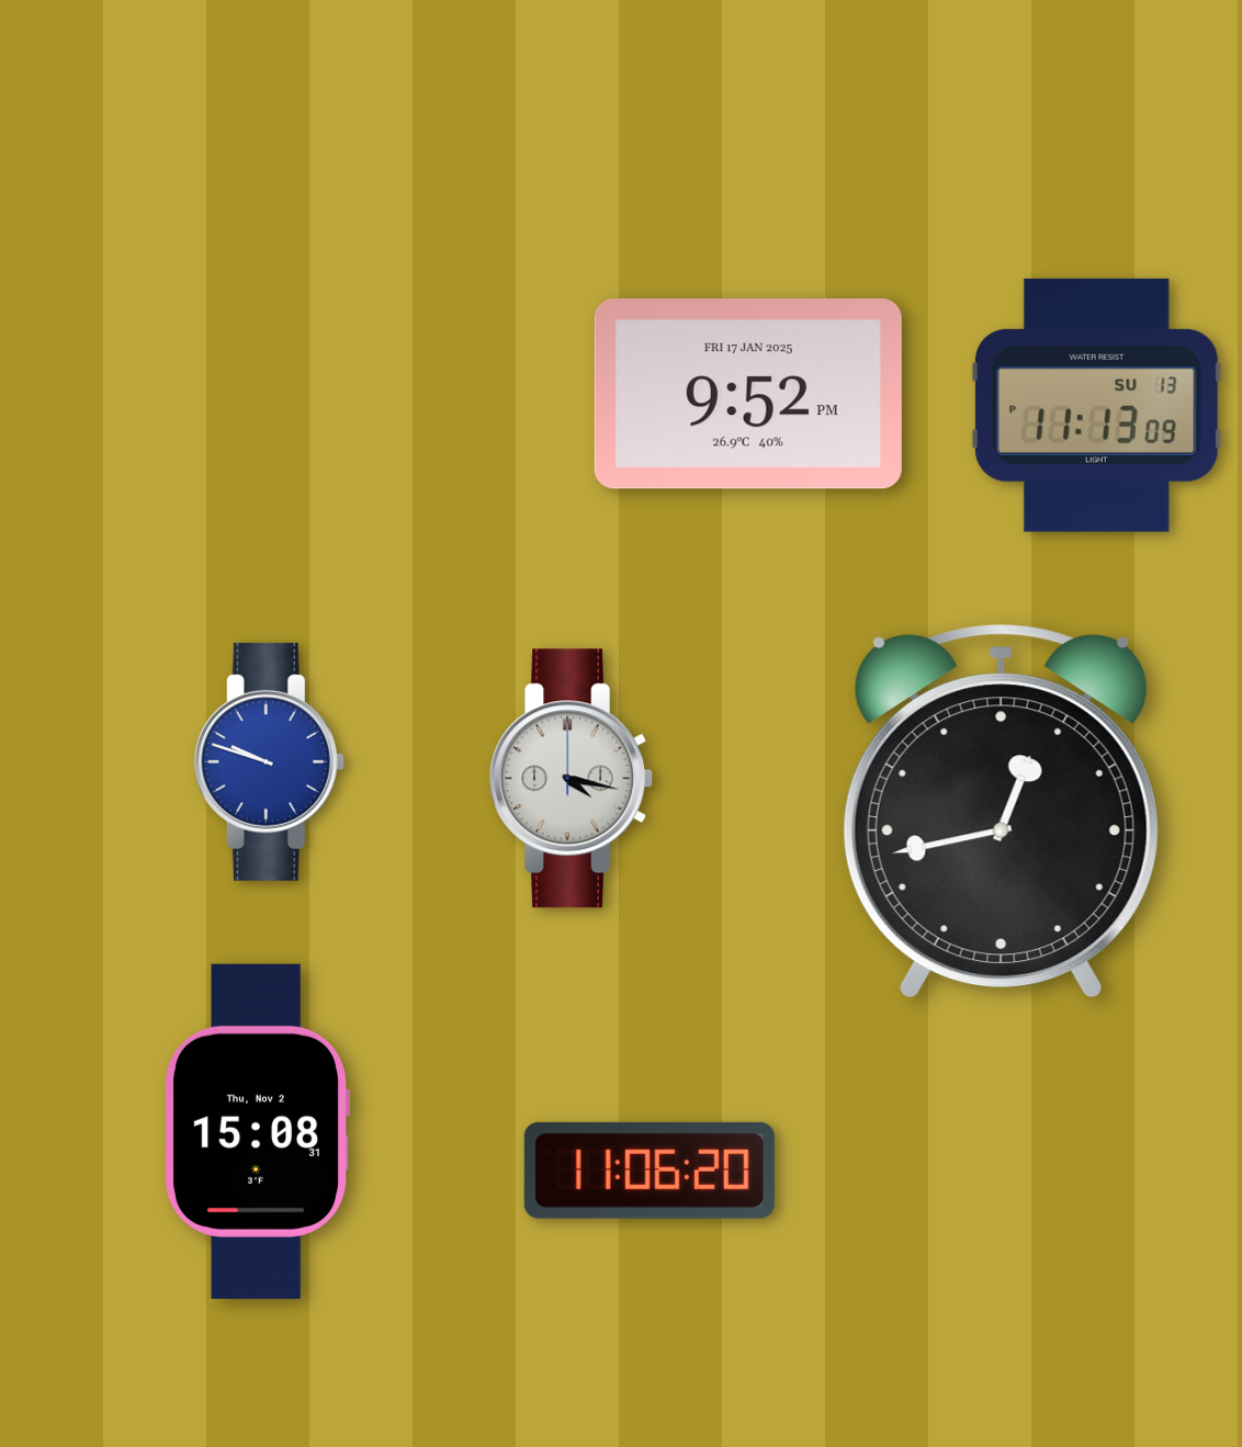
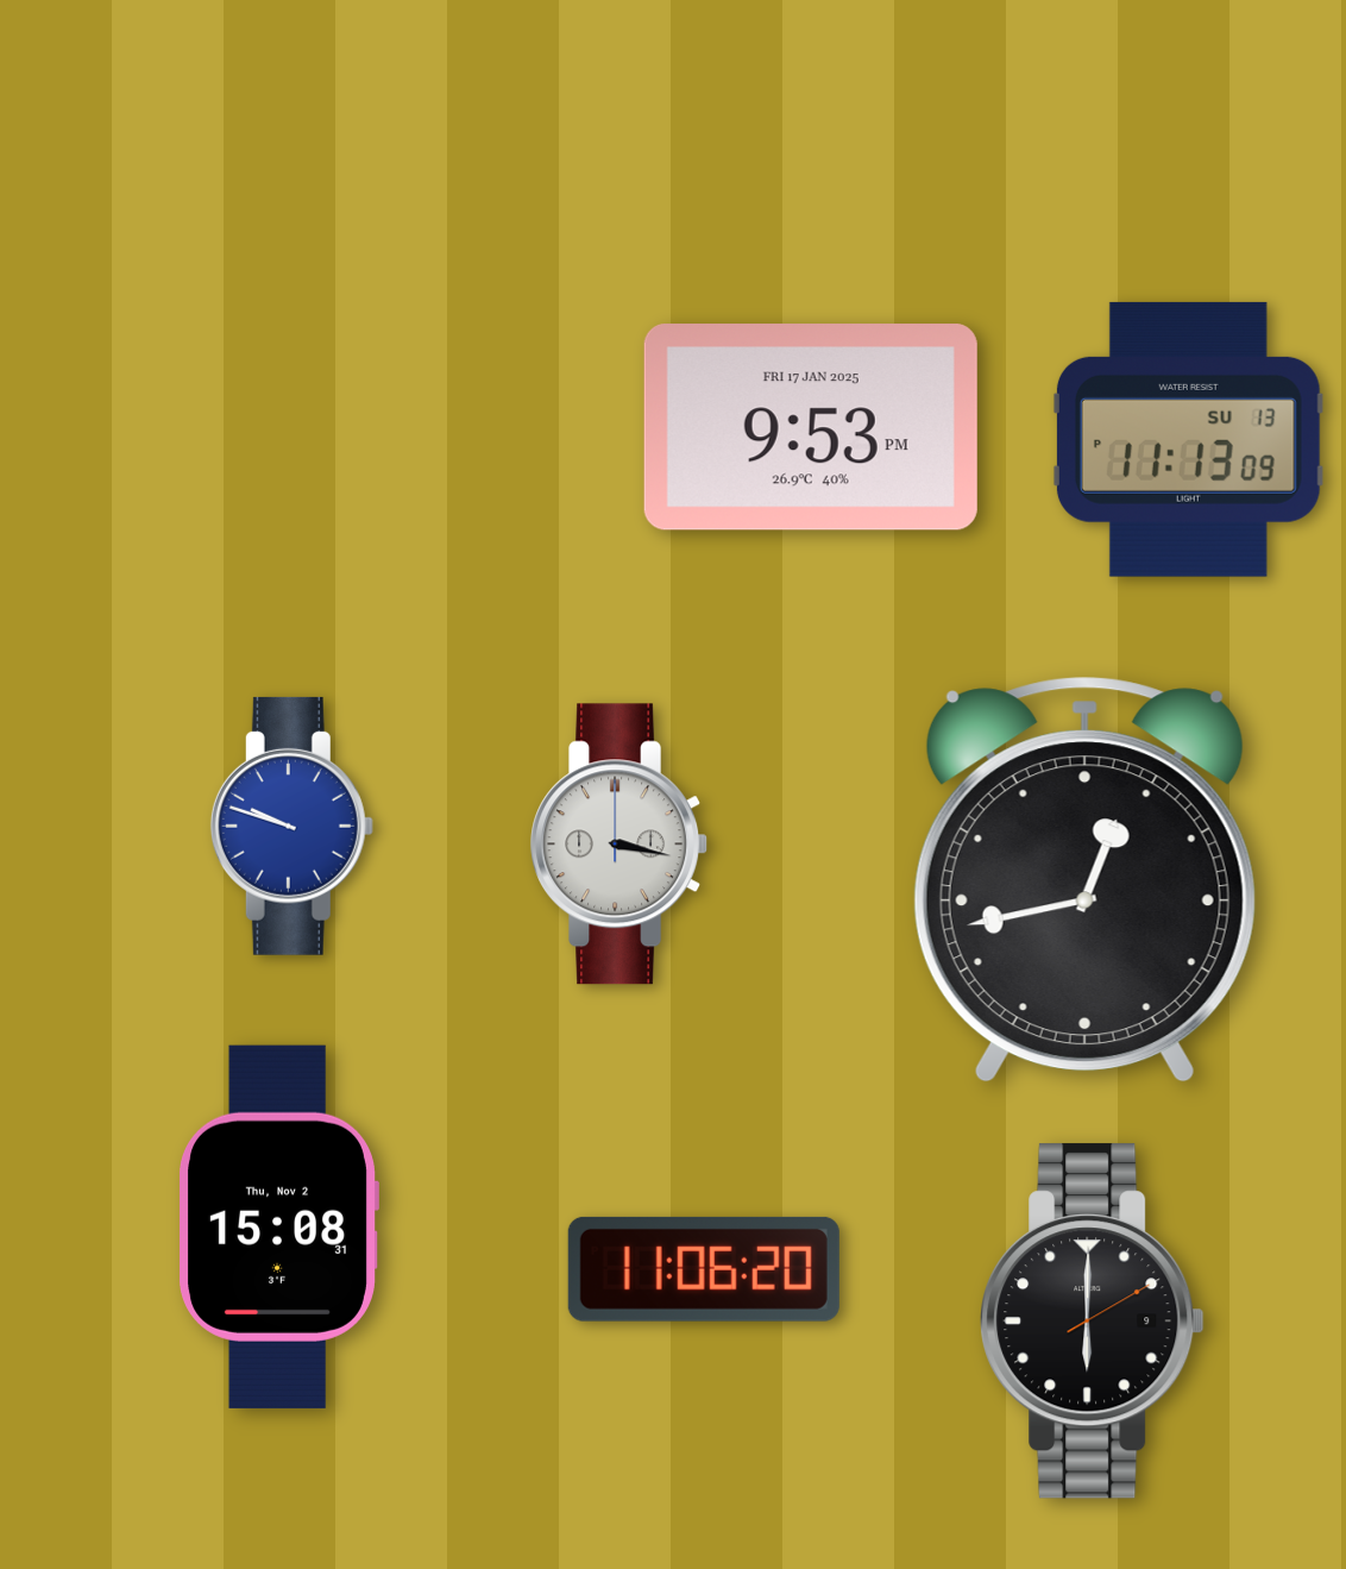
clock at (748, 394): 9:52 -> 9:53
clock at (571, 779): 4:17 -> 3:17
clock at (1093, 1322): none -> 6:00
